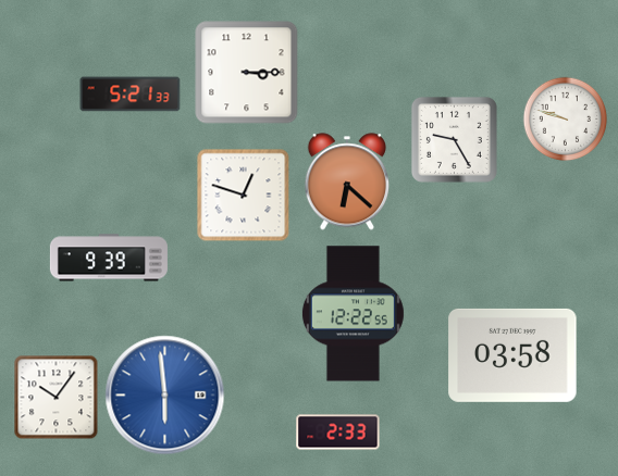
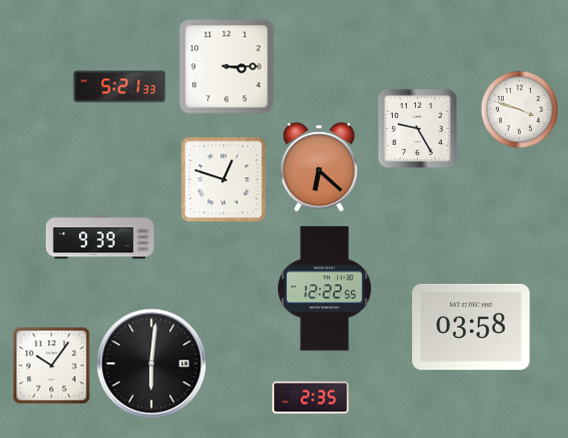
clock at (565, 118): 9:48 -> 3:48
clock at (165, 396): 5:59 -> 6:01
clock at (165, 396) dial: blue -> black
clock at (338, 433): 2:33 -> 2:35
